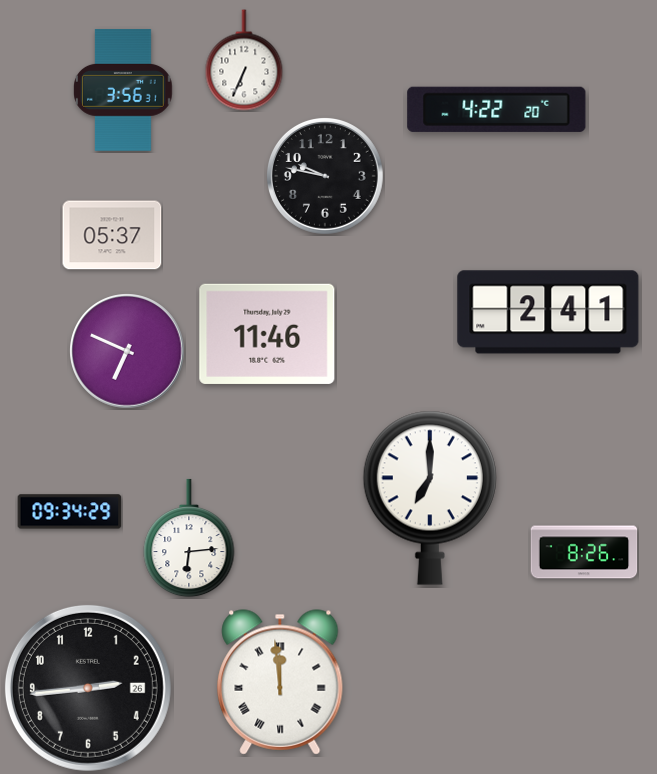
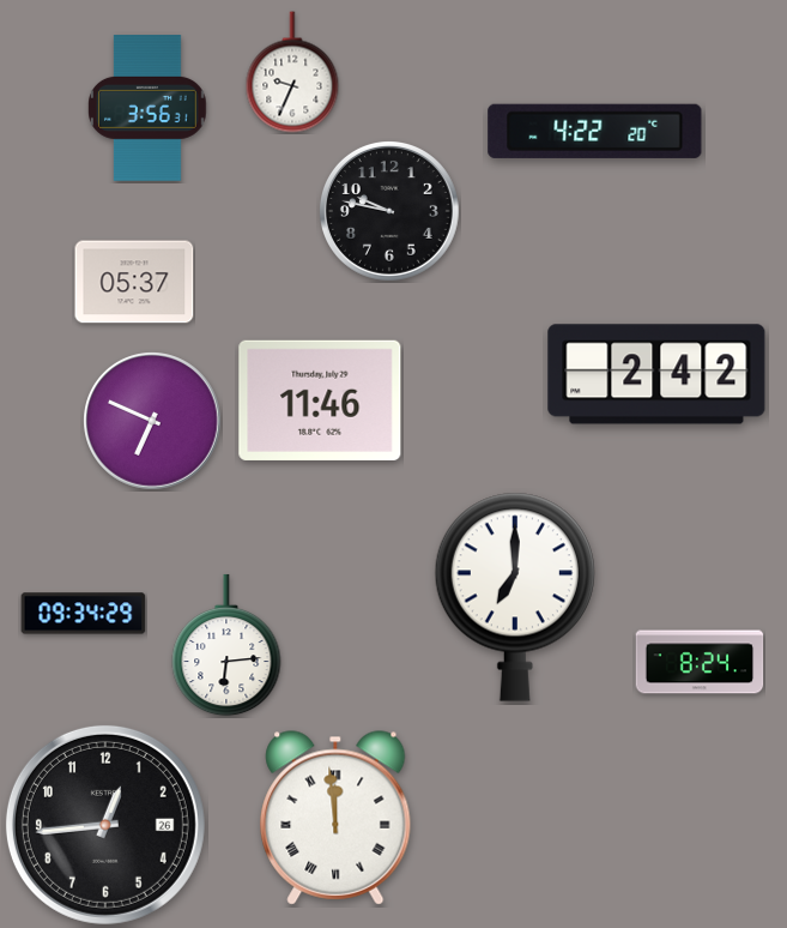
clock at (244, 60): 6:34 -> 9:34
clock at (548, 312): 2:41 -> 2:42
clock at (584, 552): 8:26 -> 8:24
clock at (88, 688): 2:44 -> 12:44
